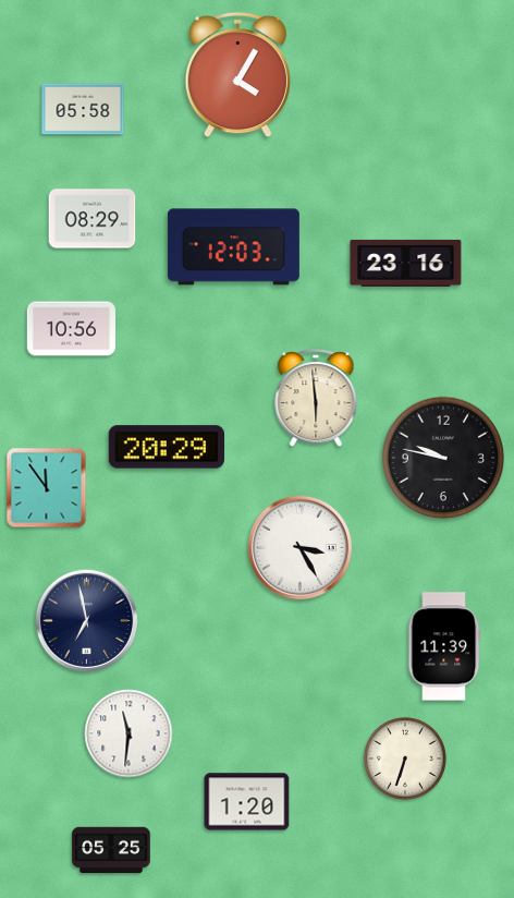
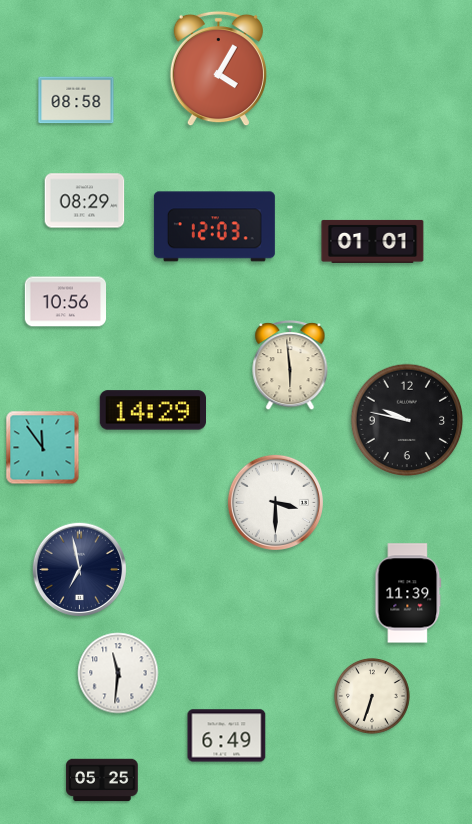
clock at (83, 109): 05:58 -> 08:58
clock at (406, 263): 23:16 -> 01:01
clock at (166, 447): 20:29 -> 14:29
clock at (299, 547): 3:25 -> 3:30
clock at (247, 802): 1:20 -> 6:49
